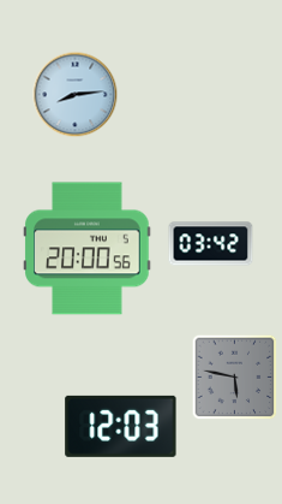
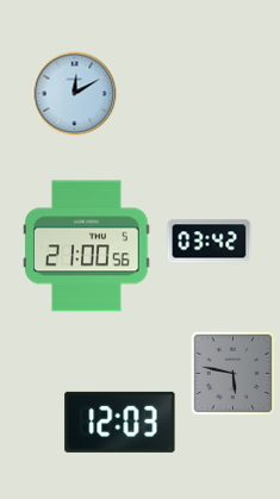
clock at (76, 95): 8:14 -> 12:10
clock at (88, 249): 20:00 -> 21:00
